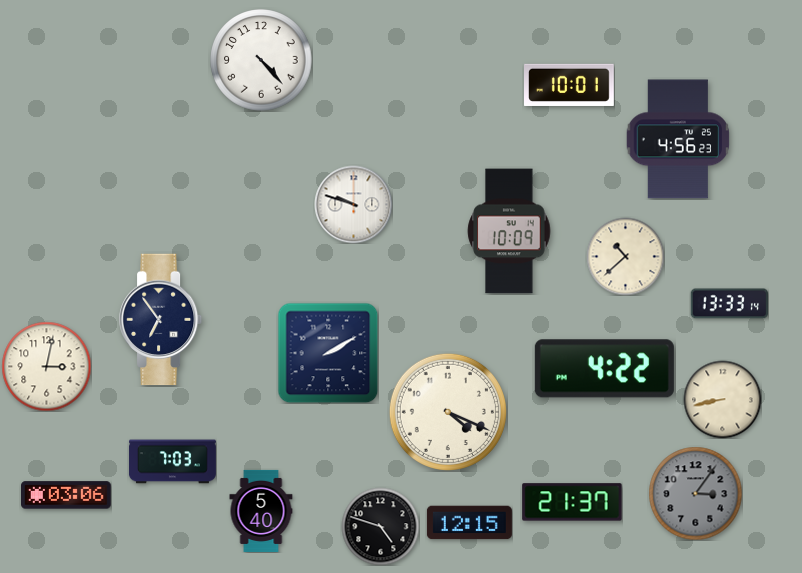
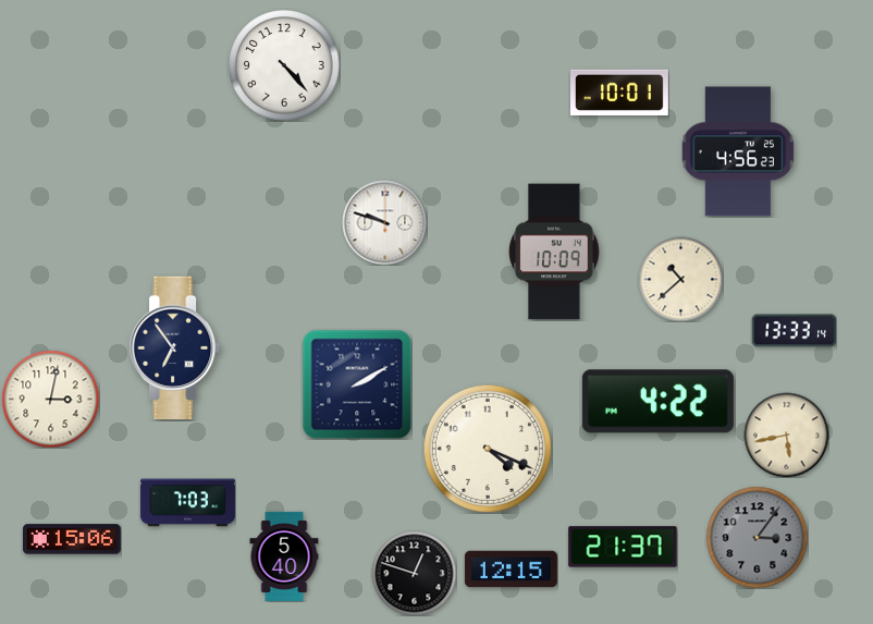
clock at (722, 399): 8:43 -> 5:43
clock at (67, 495): 03:06 -> 15:06
clock at (380, 526): 4:48 -> 12:48
